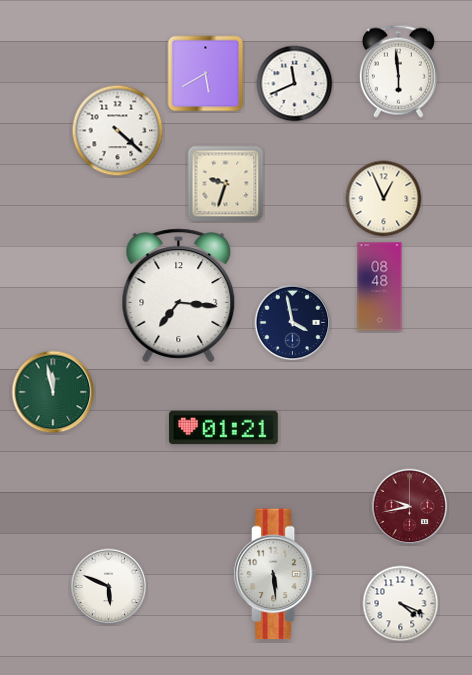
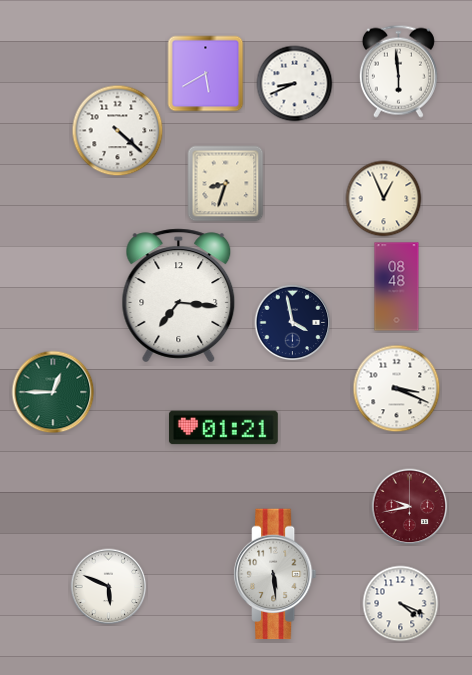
clock at (295, 84): 11:41 -> 8:41
clock at (226, 184): 9:33 -> 8:33
clock at (380, 287) position: (380, 287) -> (397, 287)
clock at (397, 389): none -> 3:19
clock at (53, 392): 11:58 -> 12:45
